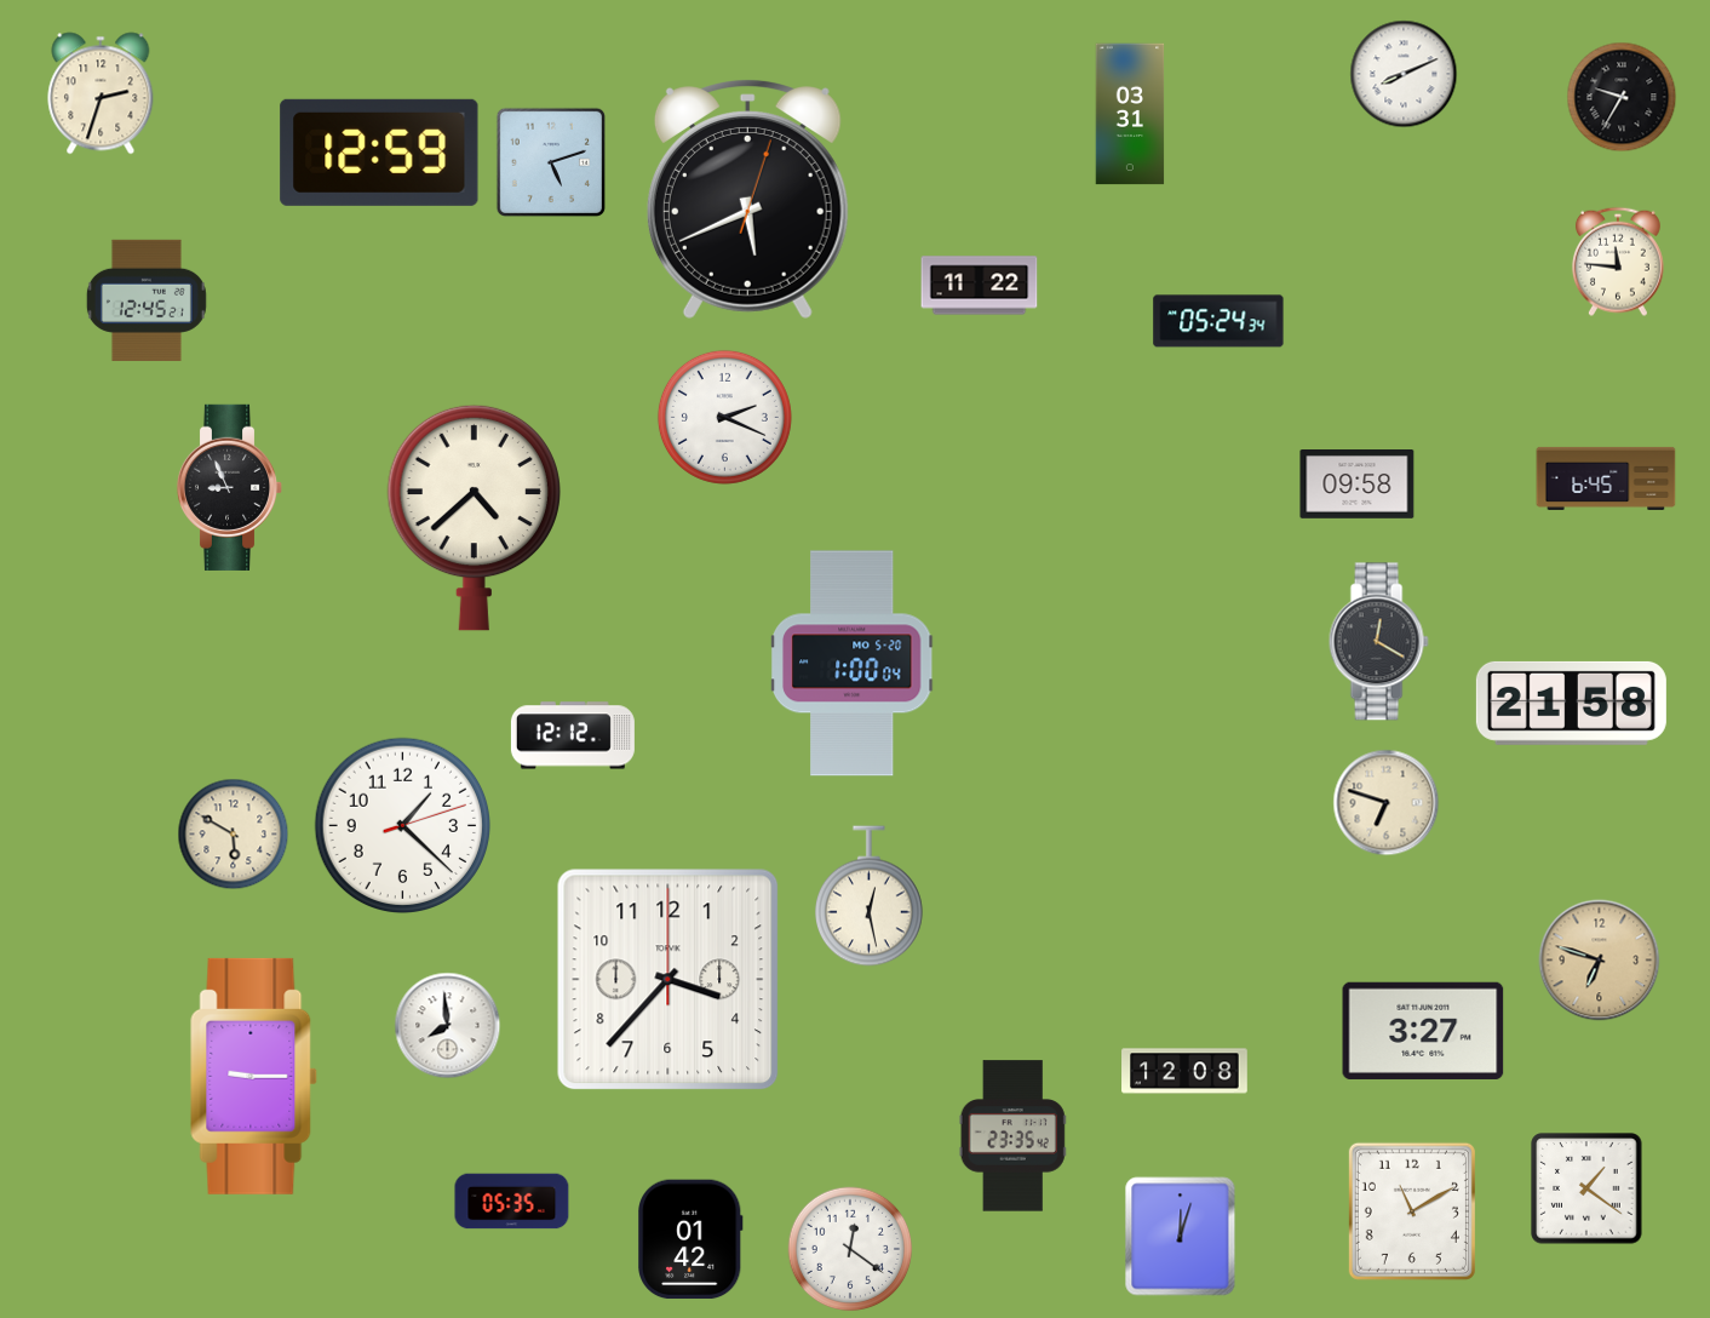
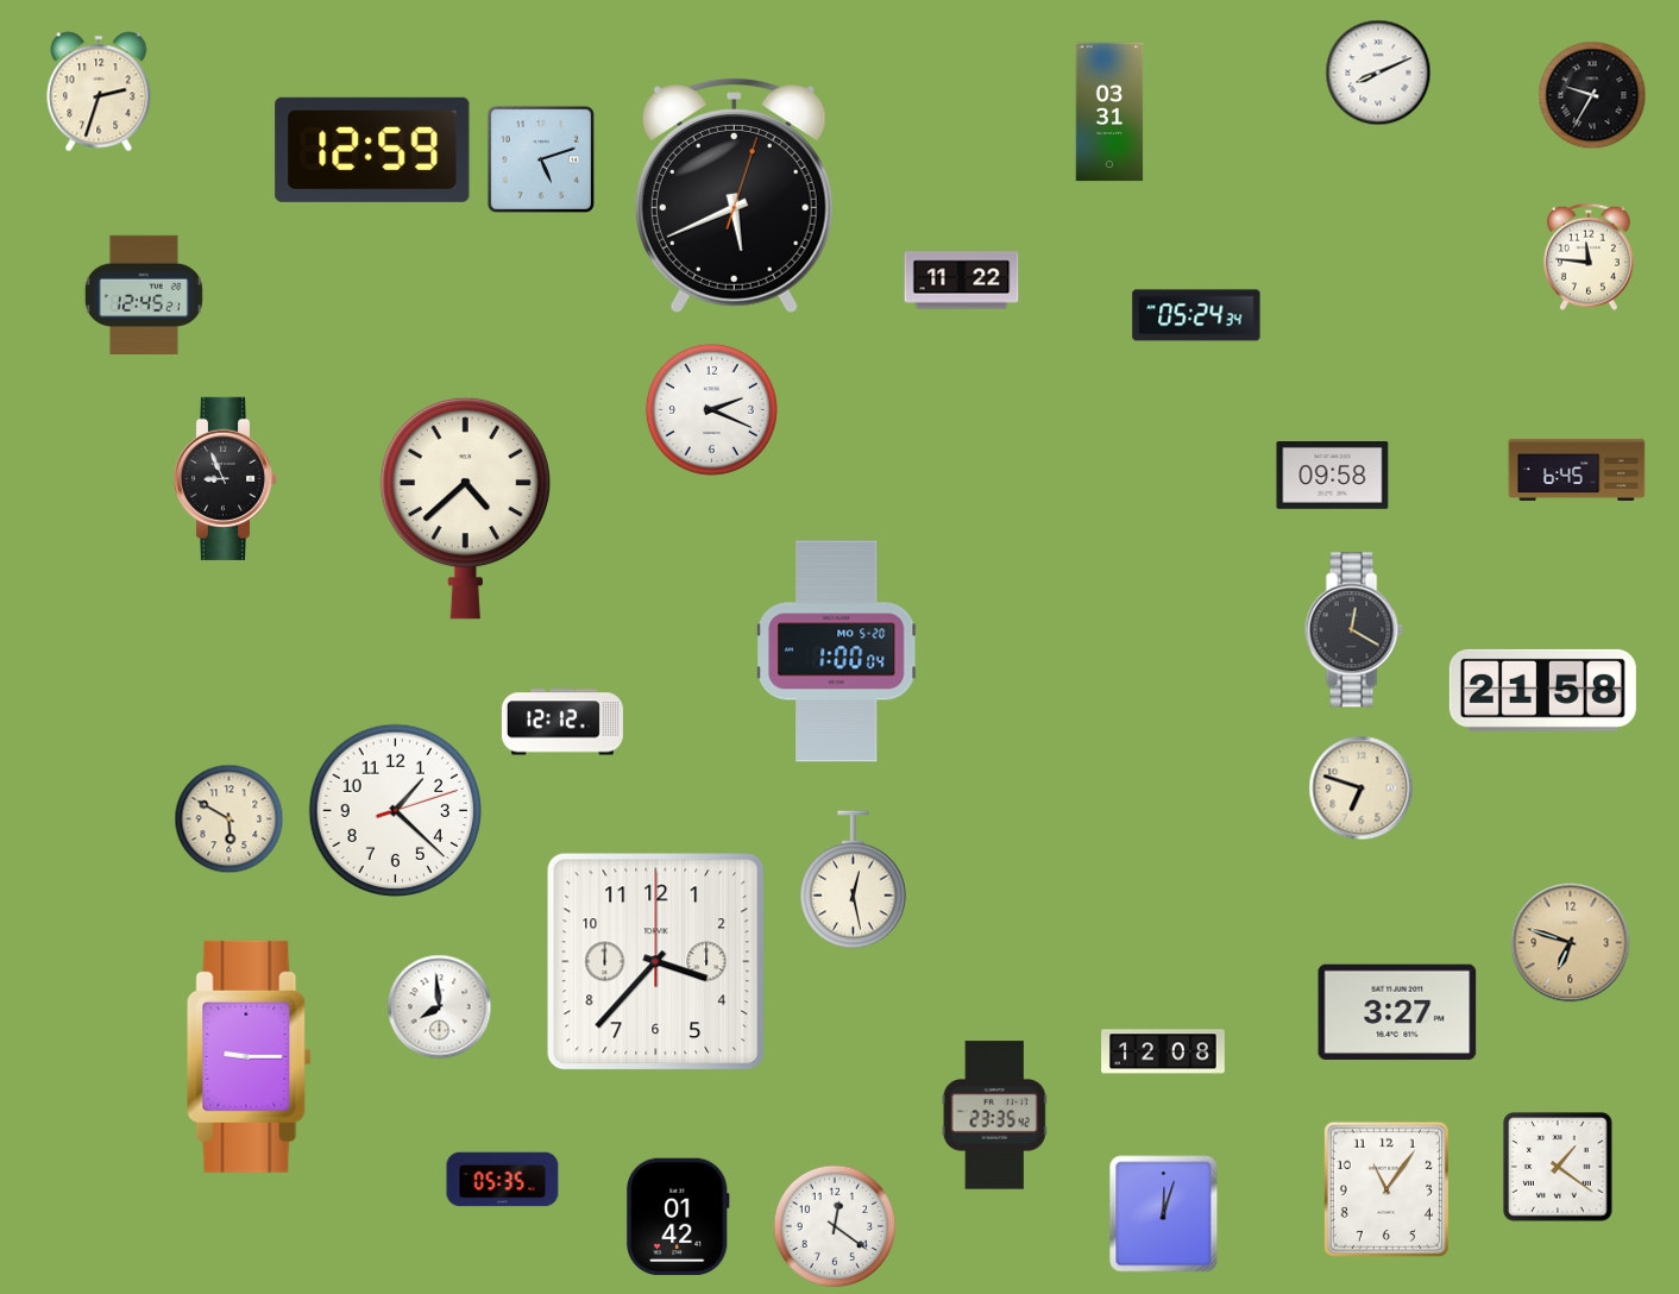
clock at (1412, 1211): 11:10 -> 11:06
clock at (1181, 1237) position: (1181, 1237) -> (1164, 1214)
